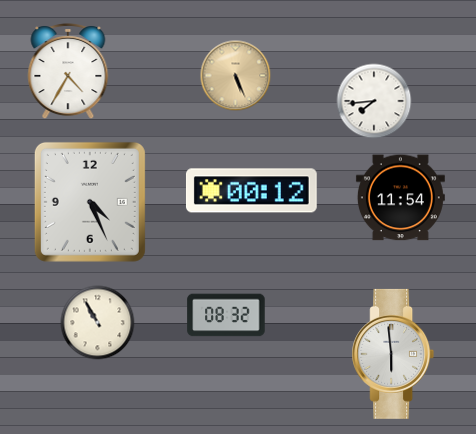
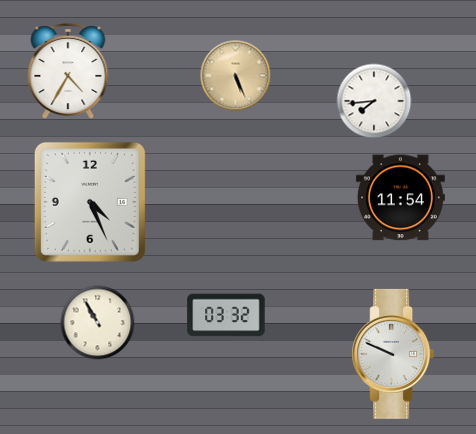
clock at (251, 191): 00:12 -> none
clock at (226, 315): 08:32 -> 03:32
clock at (393, 354): 5:59 -> 9:49
